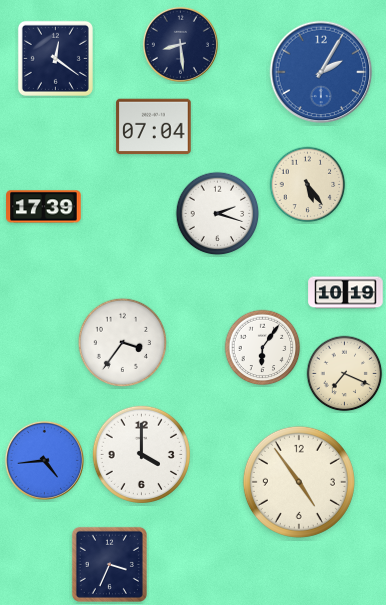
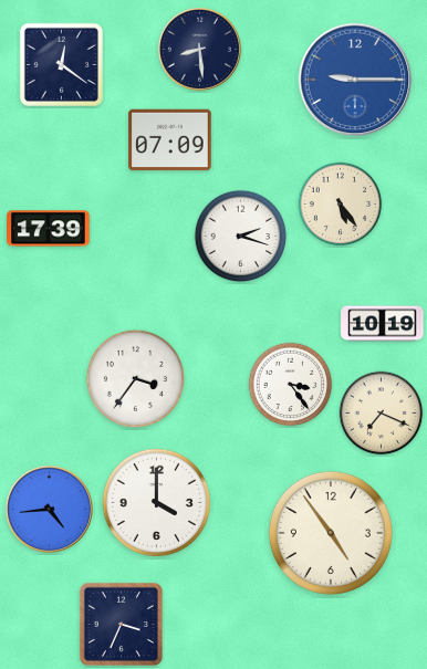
clock at (321, 72): 2:05 -> 9:15
clock at (154, 127): 07:04 -> 07:09
clock at (263, 348): 6:06 -> 3:24
